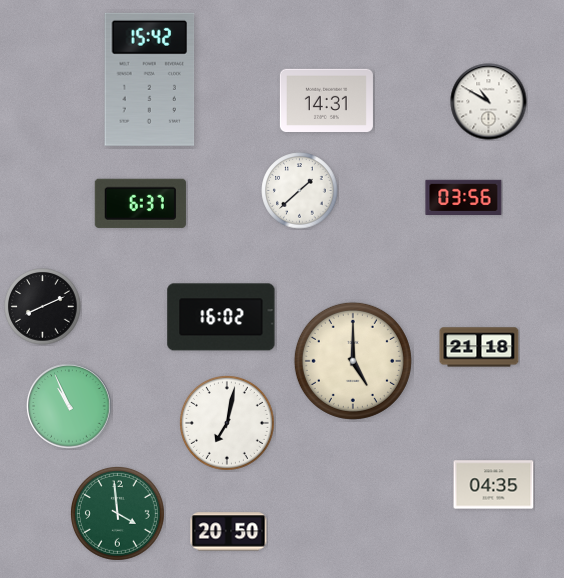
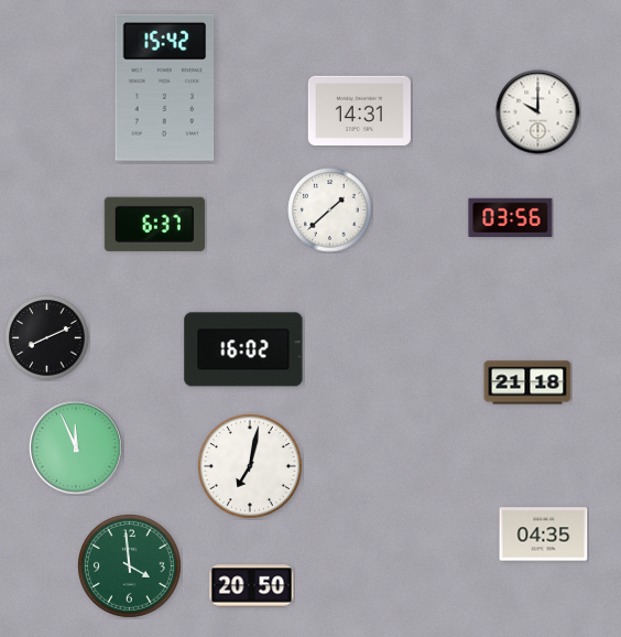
clock at (489, 102): 10:50 -> 10:00
clock at (353, 361): 5:00 -> none
clock at (69, 406): 10:56 -> 11:56
